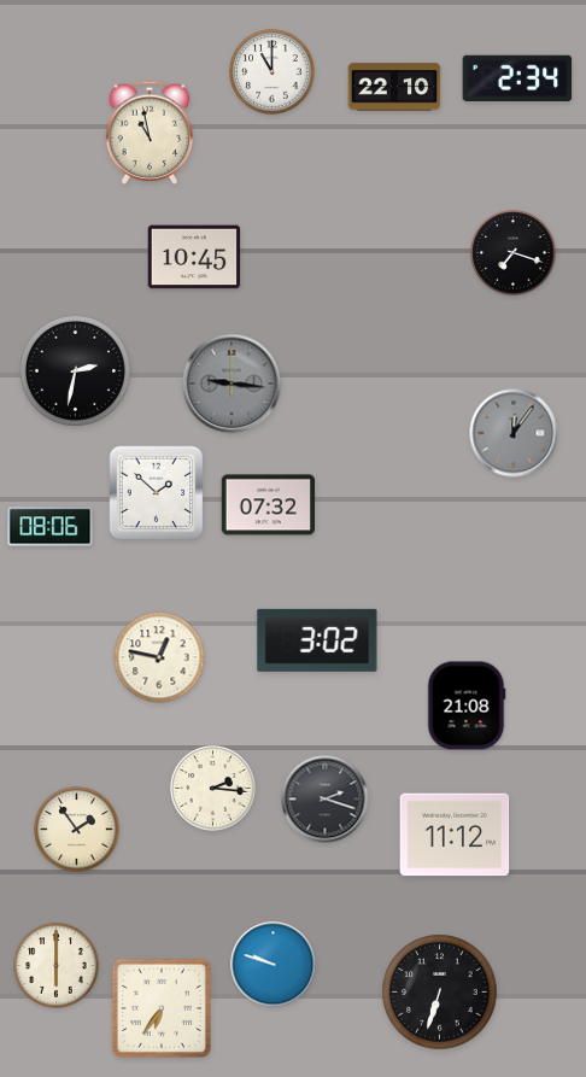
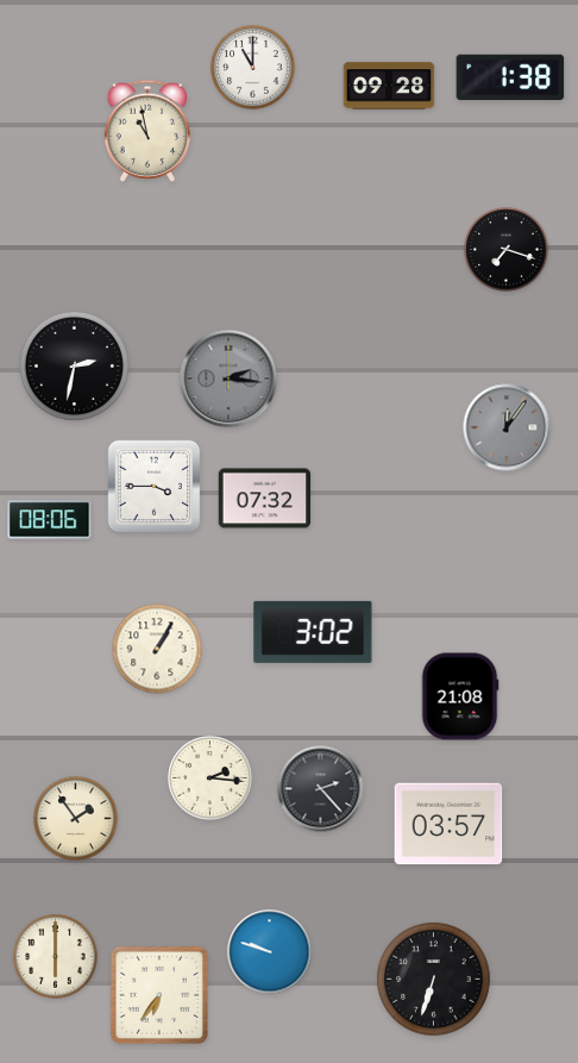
clock at (273, 72) position: (273, 72) -> (253, 68)
clock at (517, 77): 2:34 -> 1:38
clock at (394, 87): 22:10 -> 09:28
clock at (194, 257): 10:45 -> none
clock at (232, 384): 9:16 -> 2:16
clock at (157, 493): 1:52 -> 3:45
clock at (159, 657): 12:47 -> 1:05
clock at (326, 800): 2:18 -> 2:23
clock at (455, 835): 11:12 -> 03:57
clock at (57, 966) position: (57, 966) -> (56, 957)
